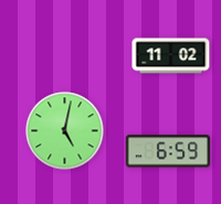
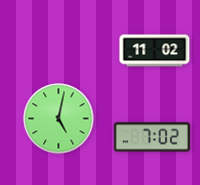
clock at (167, 151): 6:59 -> 7:02
